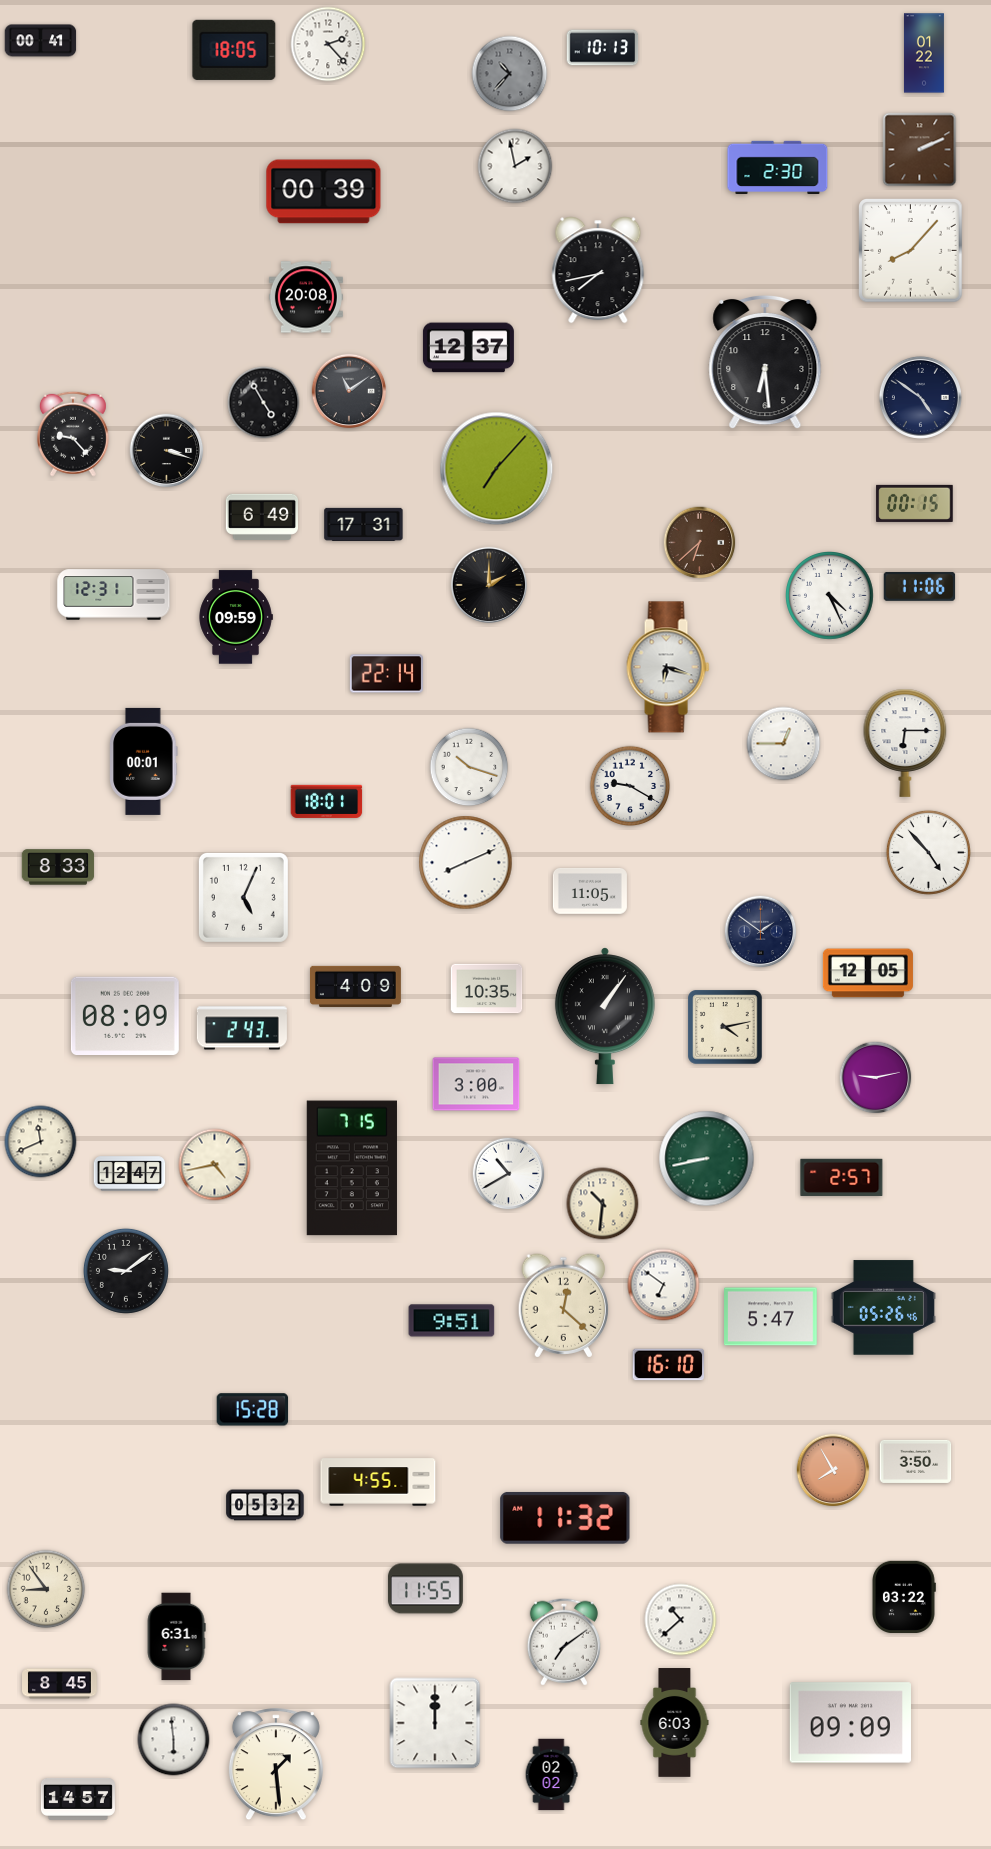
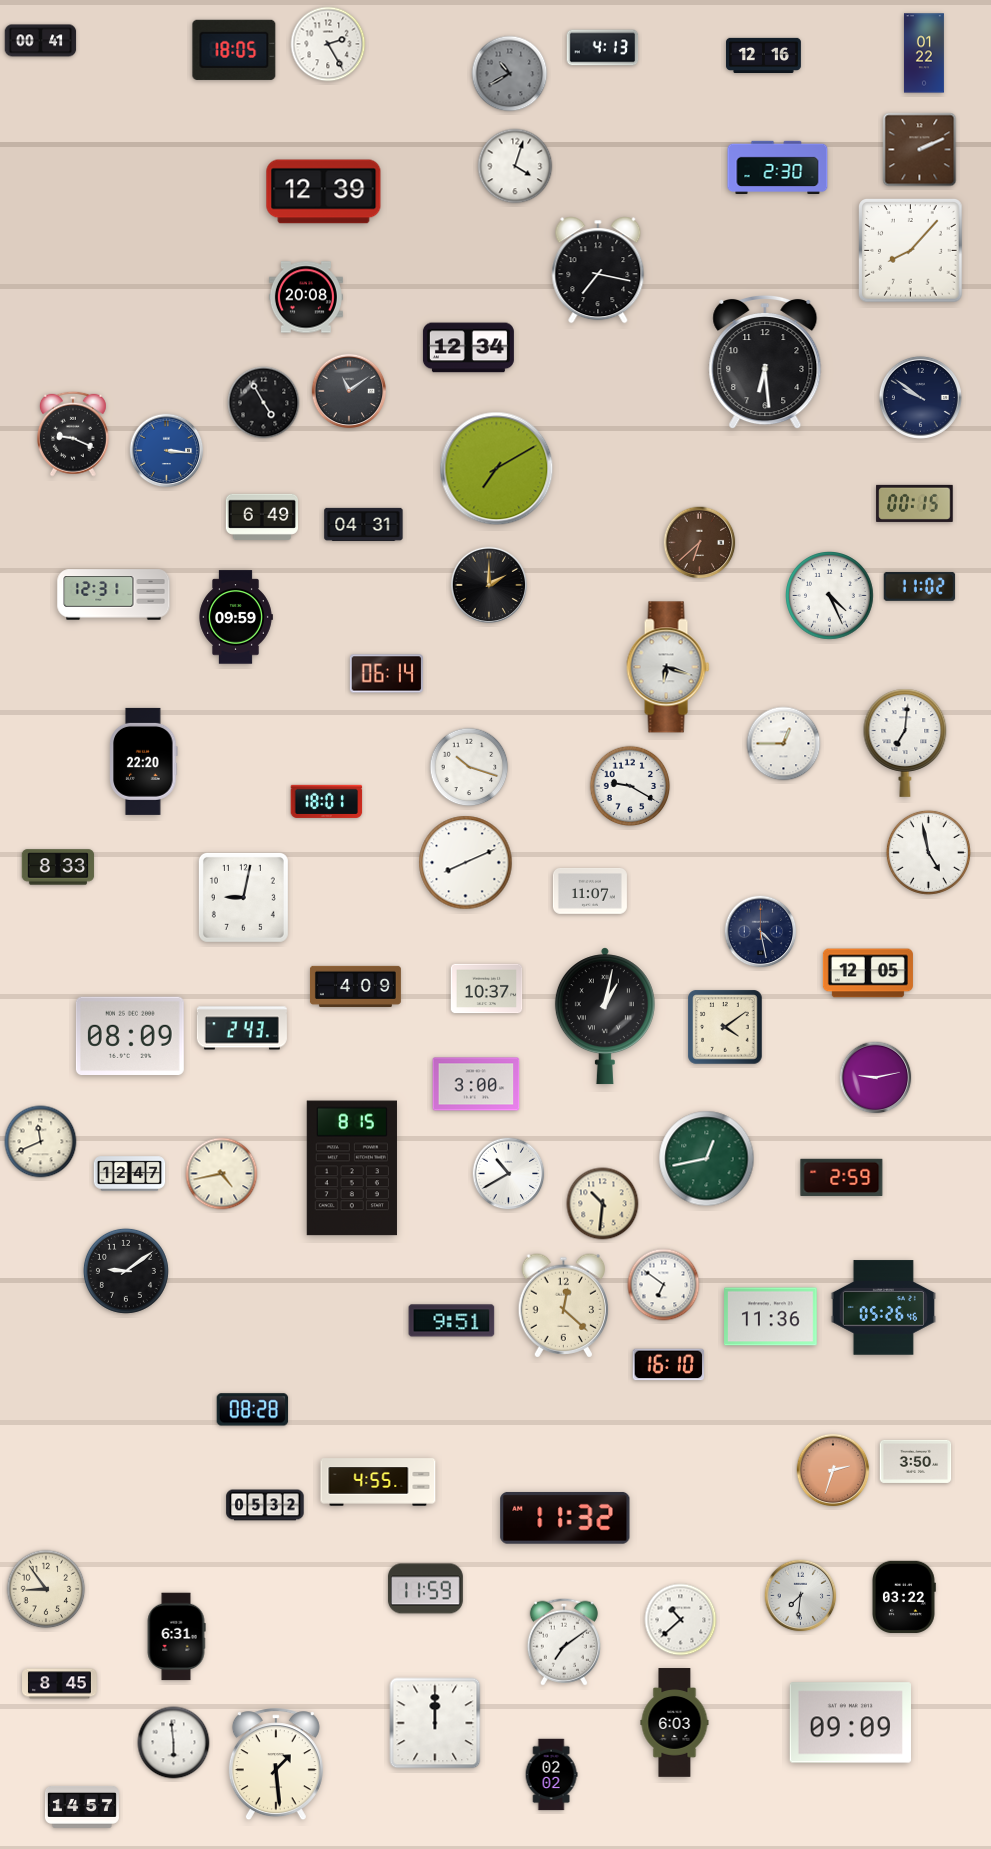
clock at (328, 44): 2:23 -> 2:25
clock at (603, 48): 10:13 -> 4:13
clock at (764, 55): none -> 12:16
clock at (510, 74): 10:37 -> 10:40
clock at (515, 166): 1:58 -> 4:03
clock at (324, 192): 00:39 -> 12:39
clock at (598, 270): 7:43 -> 7:17
clock at (468, 348): 12:37 -> 12:34
clock at (920, 397): 4:51 -> 9:51
clock at (73, 434): 9:23 -> 9:19
clock at (167, 451): 3:18 -> 3:16
clock at (167, 451) dial: black -> blue
clock at (497, 469): 7:07 -> 7:10
clock at (364, 524): 17:31 -> 04:31
clock at (920, 587): 11:06 -> 11:02
clock at (386, 674): 22:14 -> 06:14
clock at (905, 743): 6:15 -> 7:01
clock at (144, 761): 00:01 -> 22:20
clock at (928, 852): 4:53 -> 4:58
clock at (590, 892): 11:05 -> 11:07
clock at (243, 897): 5:04 -> 9:02
clock at (761, 932): 1:51 -> 4:28
clock at (487, 989): 10:35 -> 10:37
clock at (125, 1016) position: (125, 1016) -> (130, 1036)
clock at (605, 1016): 1:06 -> 1:02
clock at (725, 1027): 4:13 -> 4:09
clock at (707, 1159): 8:43 -> 12:43
clock at (215, 1165) position: (215, 1165) -> (222, 1174)
clock at (352, 1168): 7:15 -> 8:15
clock at (842, 1177): 2:57 -> 2:59
clock at (771, 1317): 5:47 -> 11:36
clock at (253, 1410): 15:28 -> 08:28
clock at (833, 1470): 7:55 -> 2:33
clock at (425, 1589): 11:55 -> 11:59
clock at (801, 1596): none -> 7:31
clock at (174, 1740) position: (174, 1740) -> (174, 1743)
clock at (78, 1799) position: (78, 1799) -> (82, 1807)
